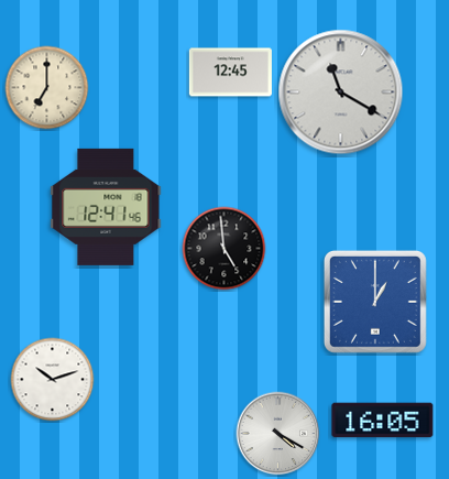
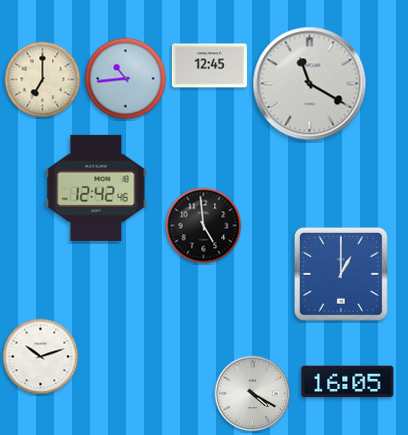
clock at (126, 79): none -> 10:44
clock at (106, 207): 12:41 -> 12:42
clock at (53, 380) position: (53, 380) -> (41, 357)
